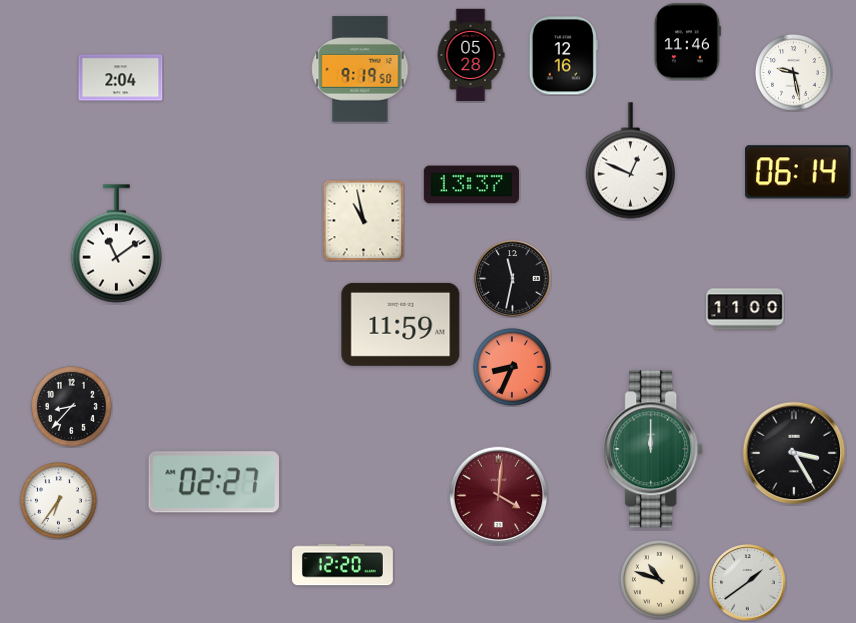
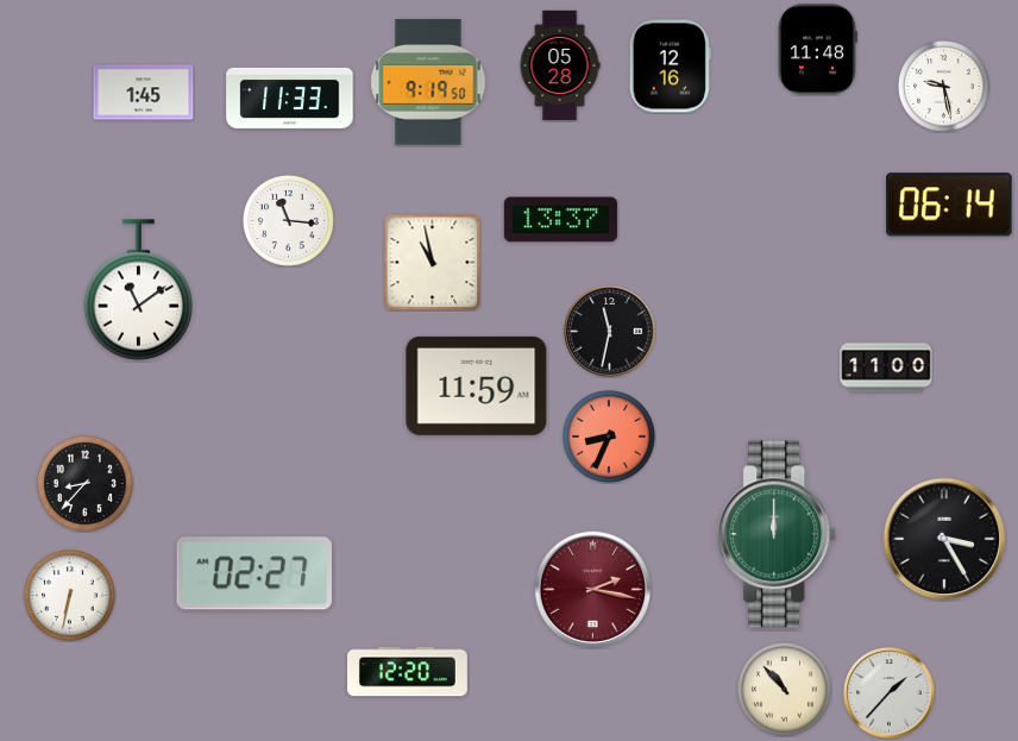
clock at (688, 42): 11:46 -> 11:48
clock at (121, 78): 2:04 -> 1:45
clock at (290, 98): none -> 11:33
clock at (630, 161): 12:49 -> none
clock at (289, 221): none -> 11:16
clock at (499, 496): 4:01 -> 2:17
clock at (59, 501): 6:36 -> 6:32
clock at (659, 579): 10:48 -> 10:53
clock at (748, 583): 1:39 -> 1:37
